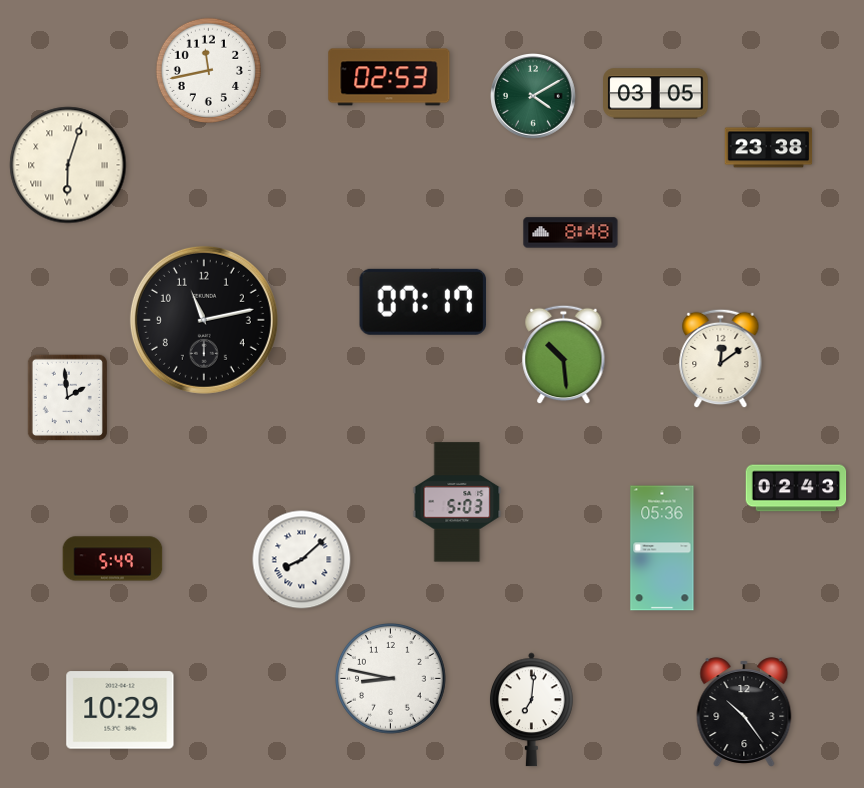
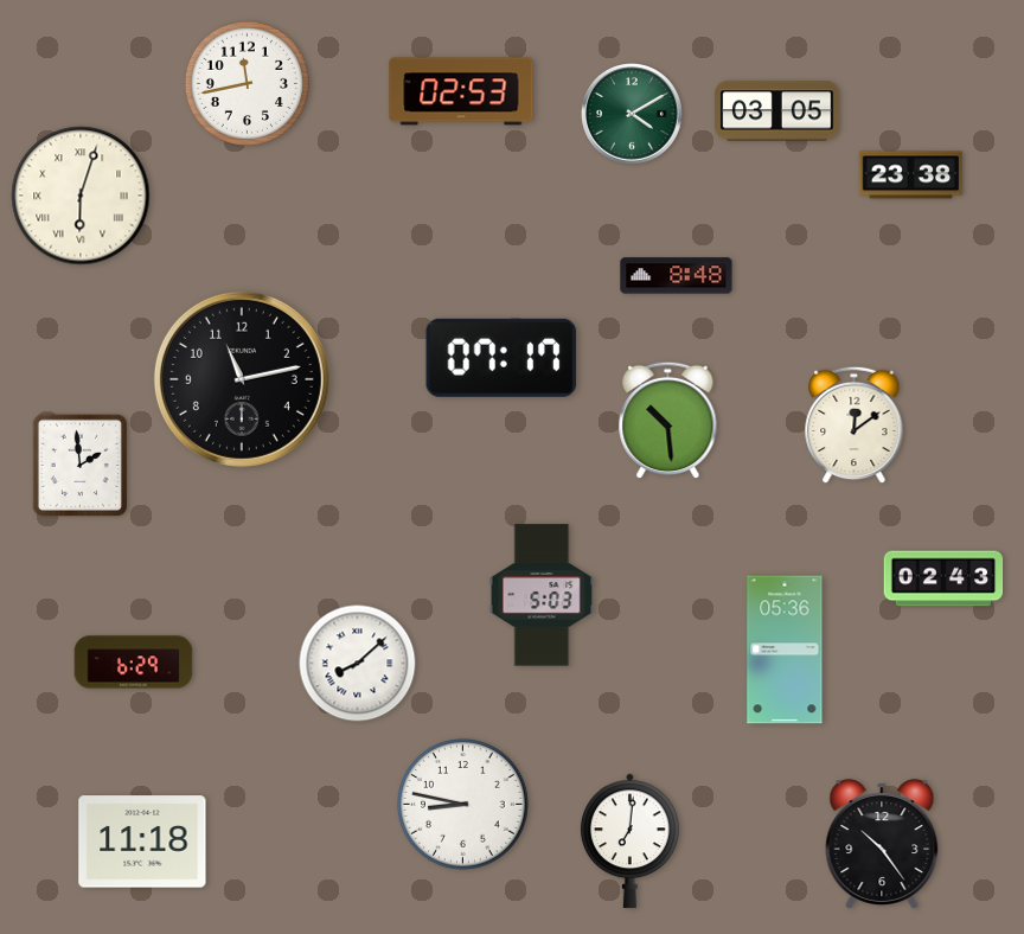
clock at (67, 397) position: (67, 397) -> (79, 465)
clock at (113, 559): 5:49 -> 6:29
clock at (120, 710): 10:29 -> 11:18
